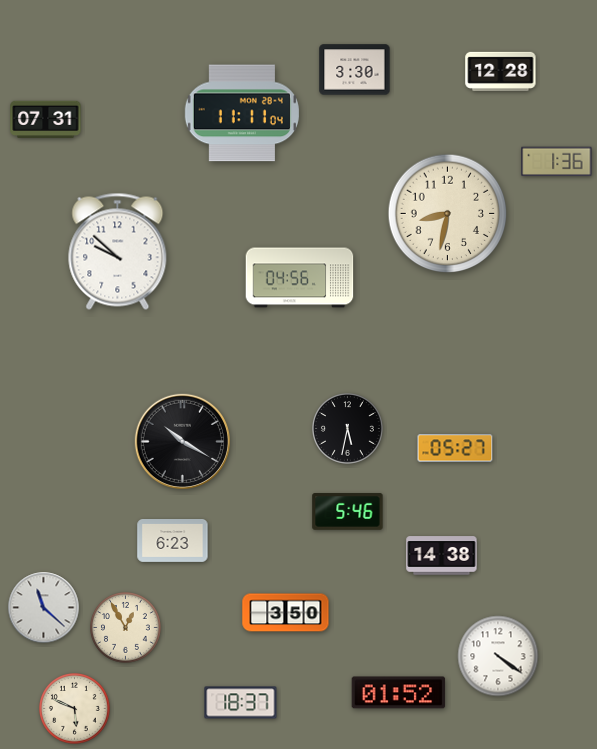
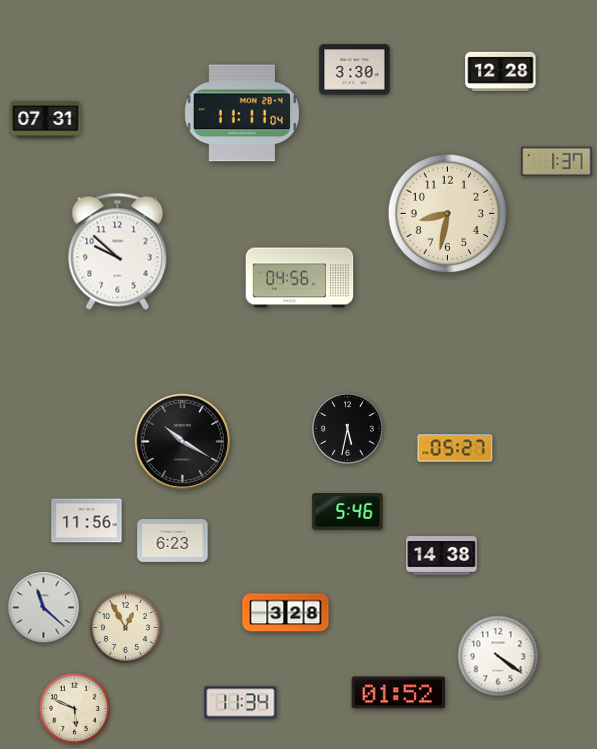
clock at (557, 162): 1:36 -> 1:37
clock at (87, 521): none -> 11:56
clock at (286, 613): 3:50 -> 3:28
clock at (241, 703): 18:37 -> 11:34
